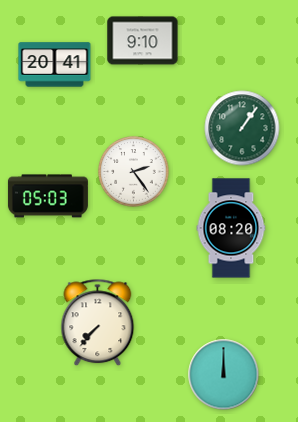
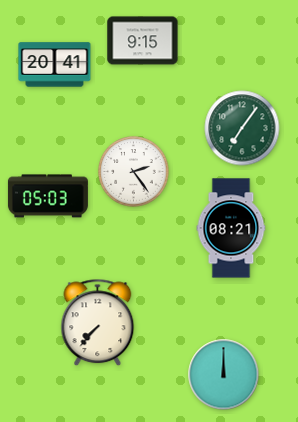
clock at (143, 41): 9:10 -> 9:15
clock at (242, 128): 1:06 -> 7:06
clock at (231, 228): 08:20 -> 08:21
